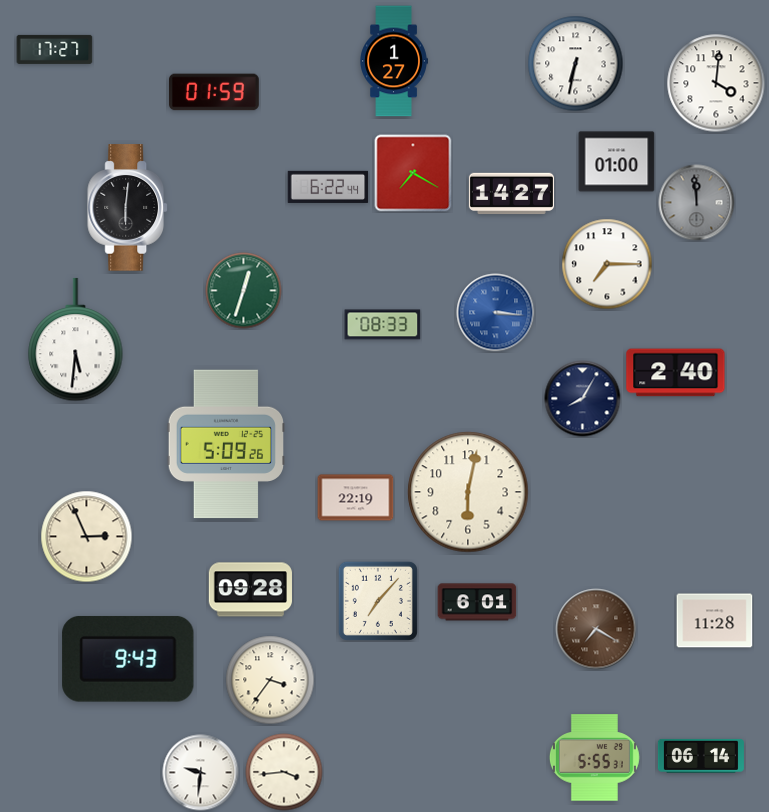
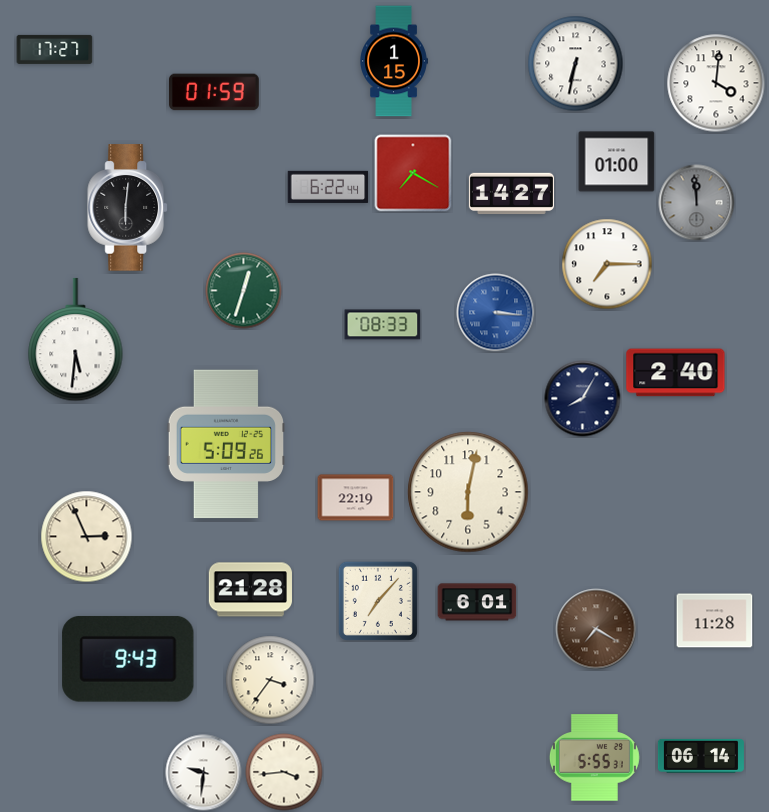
clock at (394, 61): 1:27 -> 1:15
clock at (250, 590): 09:28 -> 21:28
clock at (201, 773) position: (201, 773) -> (204, 773)
